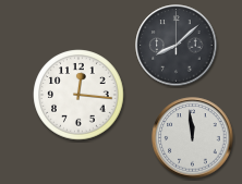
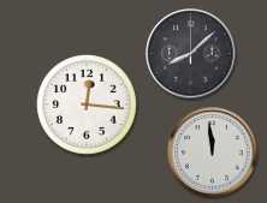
clock at (177, 46) position: (177, 46) -> (191, 54)
